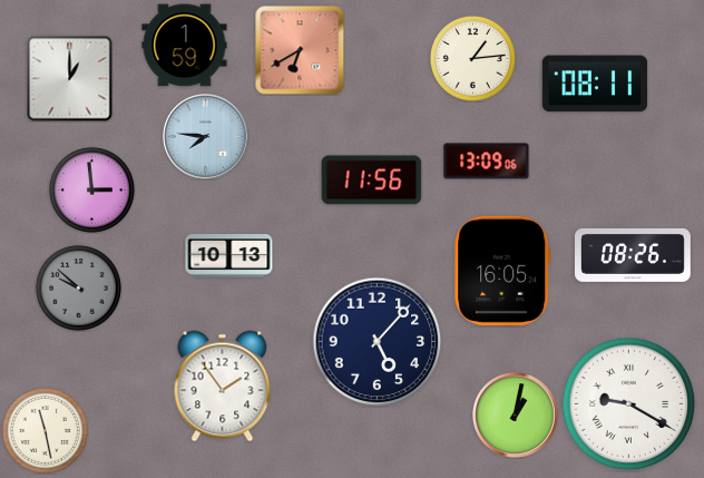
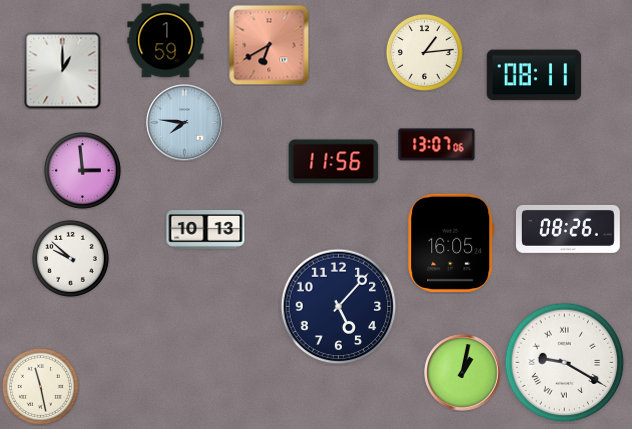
clock at (487, 162): 13:09 -> 13:07
clock at (78, 287) dial: grey -> white
clock at (223, 387): 1:54 -> none
